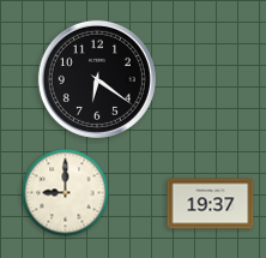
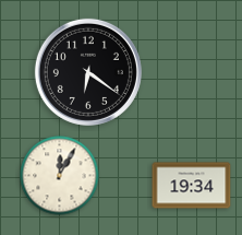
clock at (66, 193): 9:00 -> 12:05
clock at (211, 204): 19:37 -> 19:34
